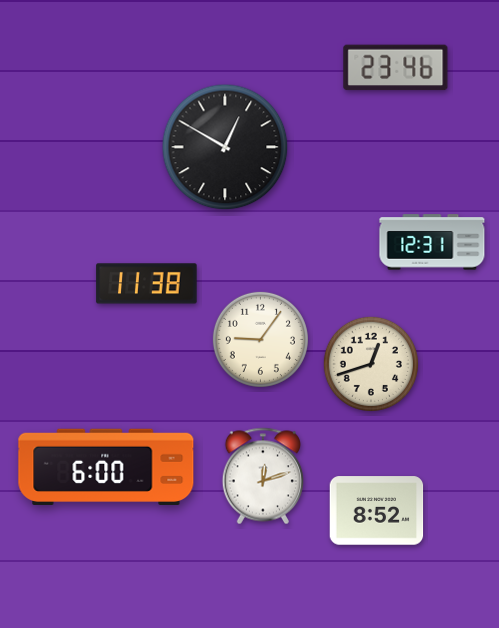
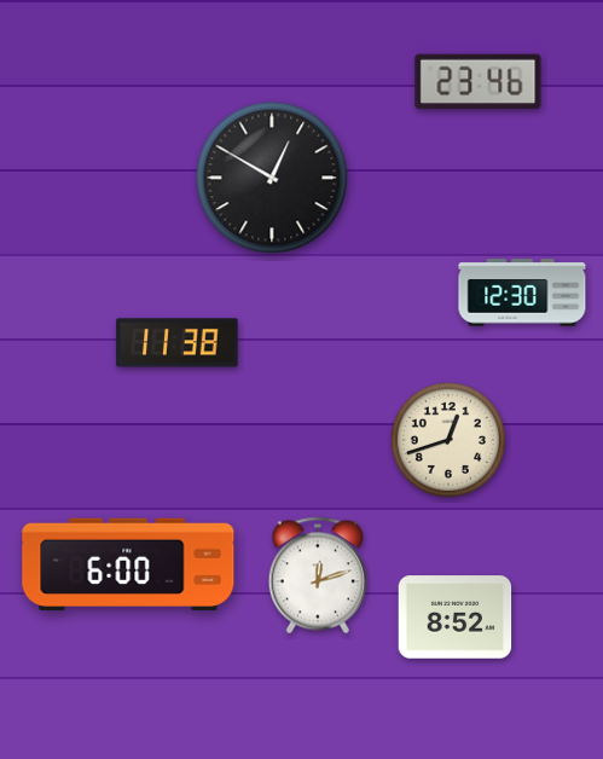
clock at (432, 242): 12:31 -> 12:30
clock at (260, 339): 9:06 -> none
